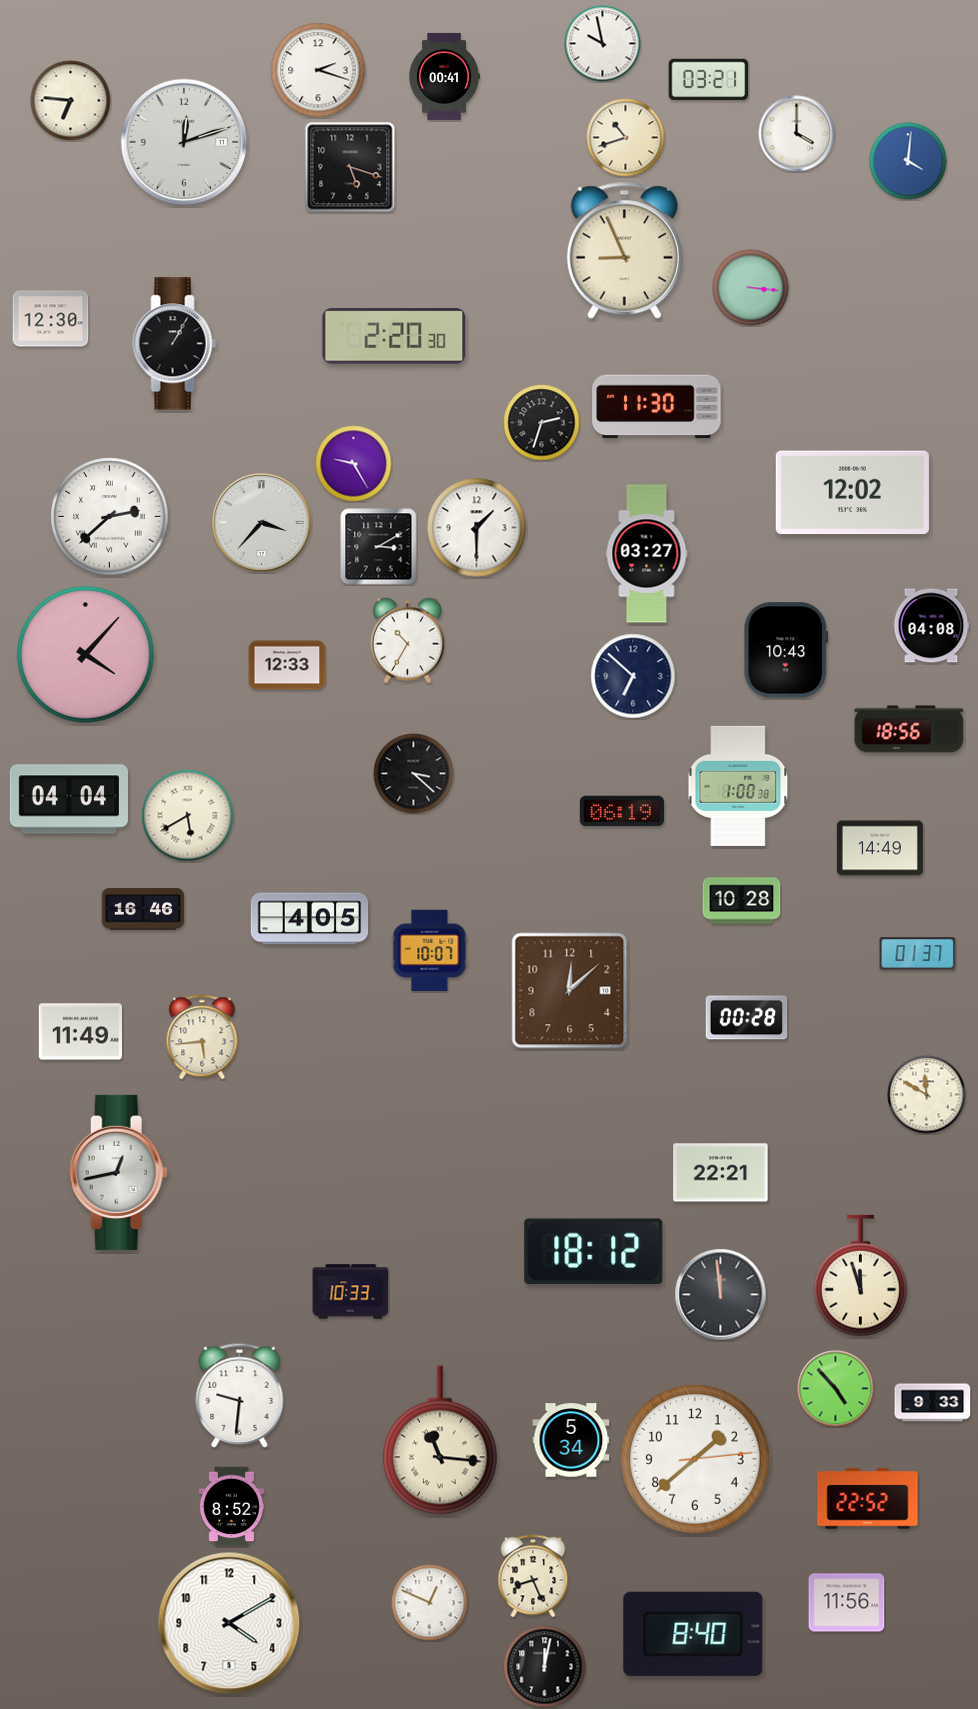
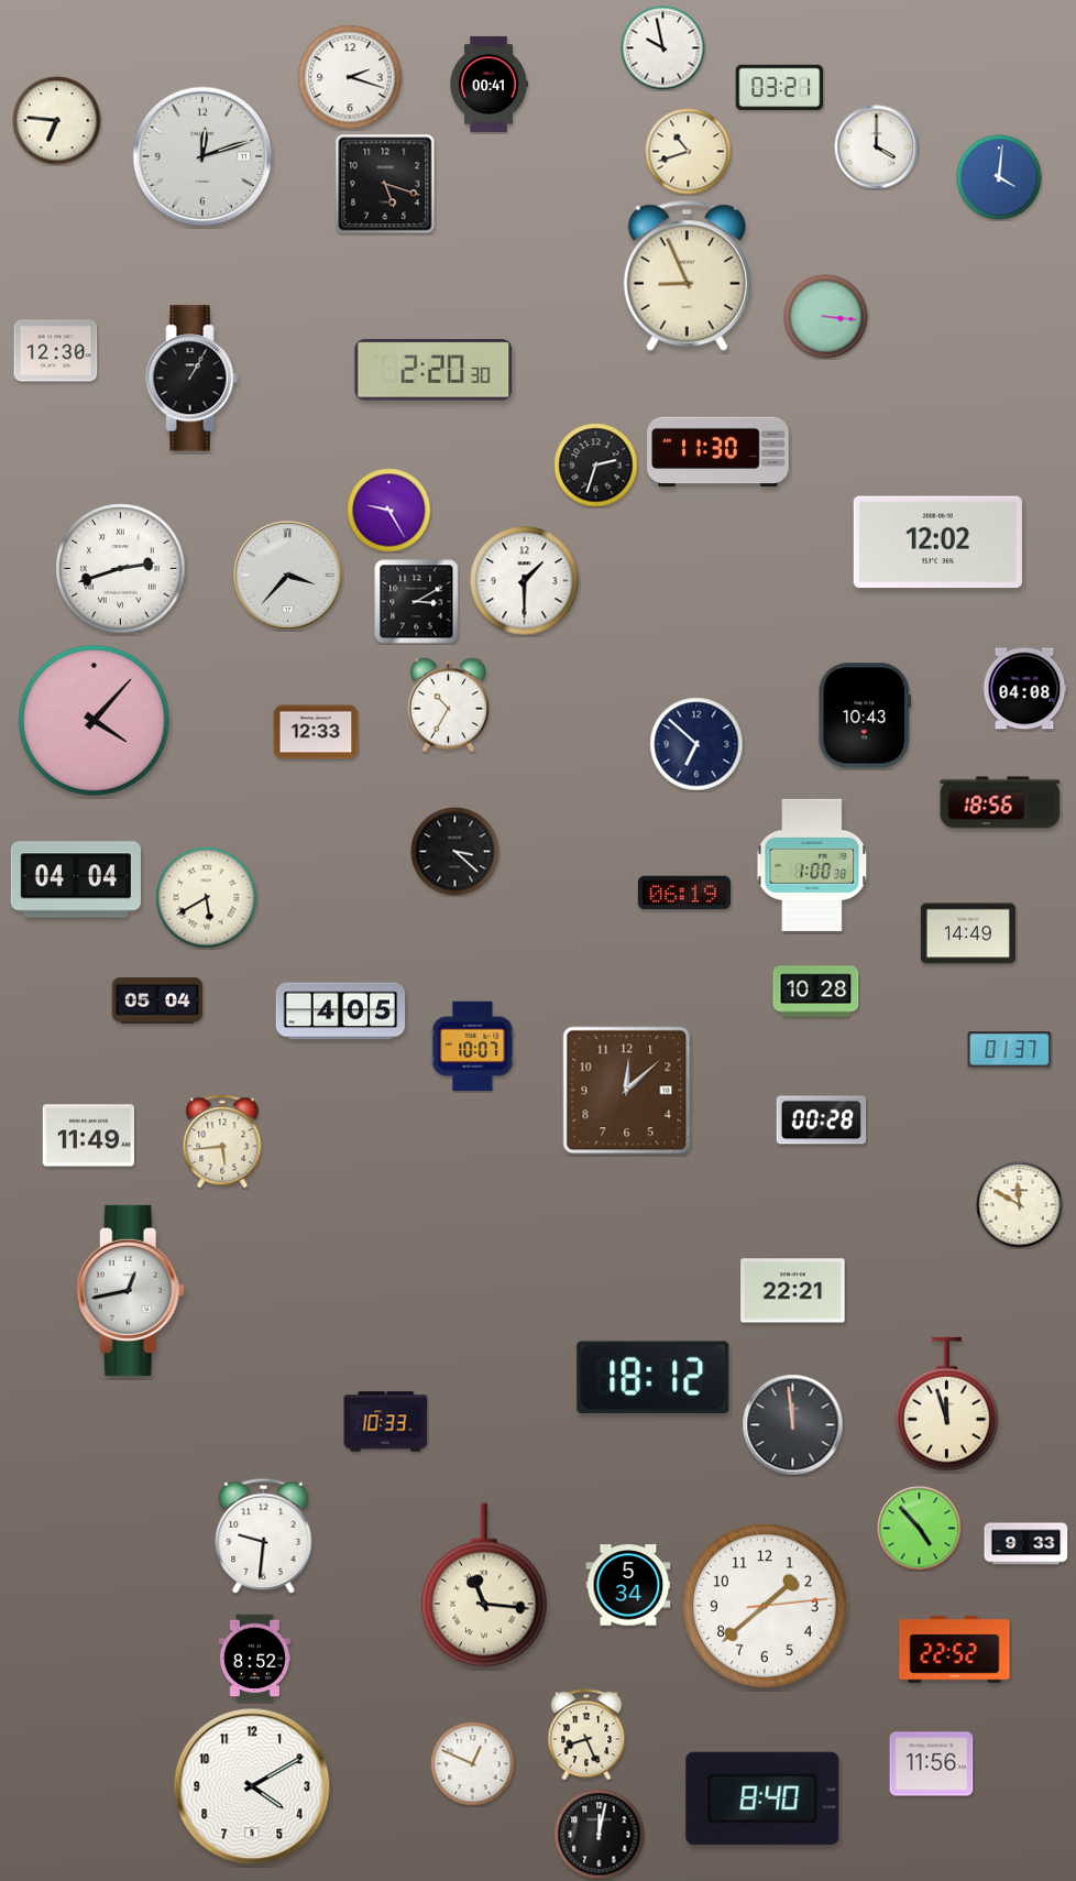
clock at (71, 101) position: (71, 101) -> (57, 121)
clock at (657, 407) position: (657, 407) -> (718, 452)
clock at (110, 517): 2:38 -> 2:42
clock at (647, 554): 03:27 -> none
clock at (143, 909): 16:46 -> 05:04
